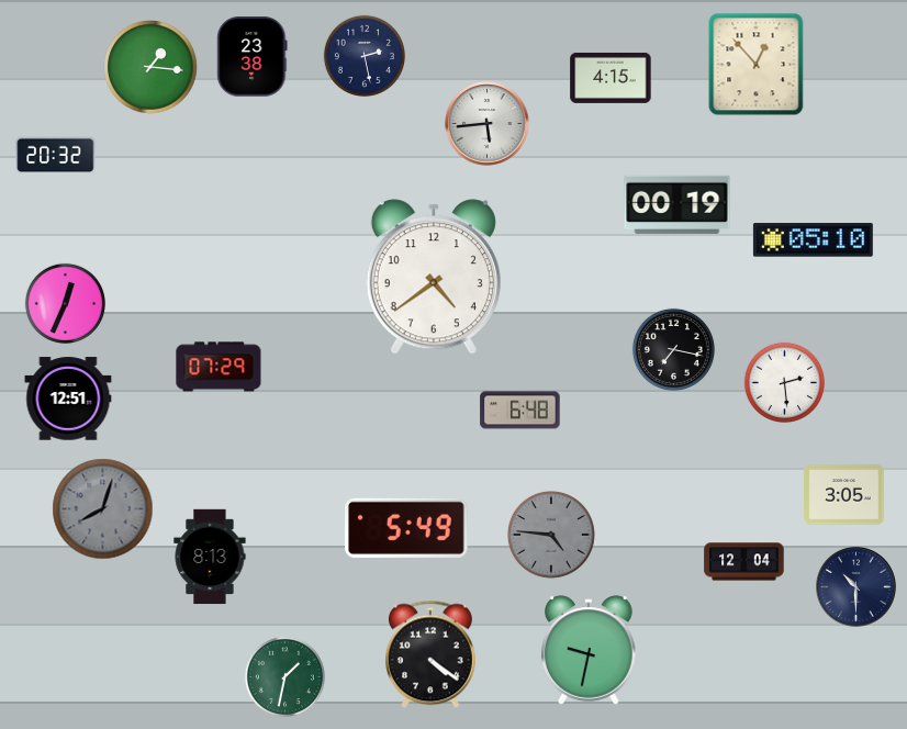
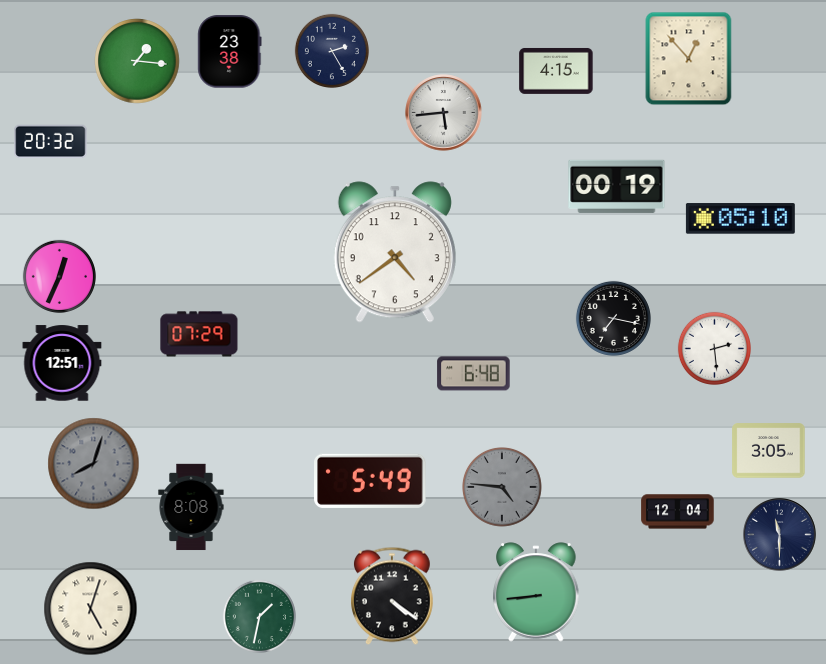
clock at (365, 56): 2:28 -> 2:25
clock at (210, 557): 8:13 -> 8:08
clock at (856, 587): 10:30 -> 11:30
clock at (589, 650): 9:32 -> 8:44
clock at (91, 609): none -> 5:03
